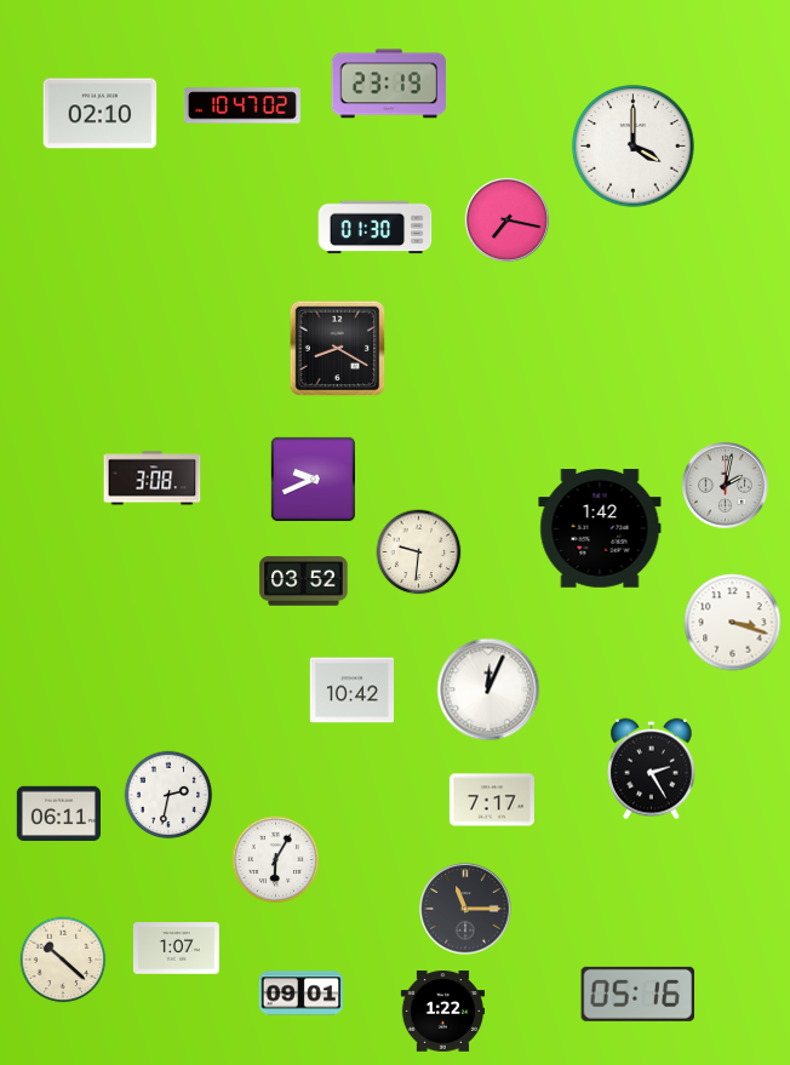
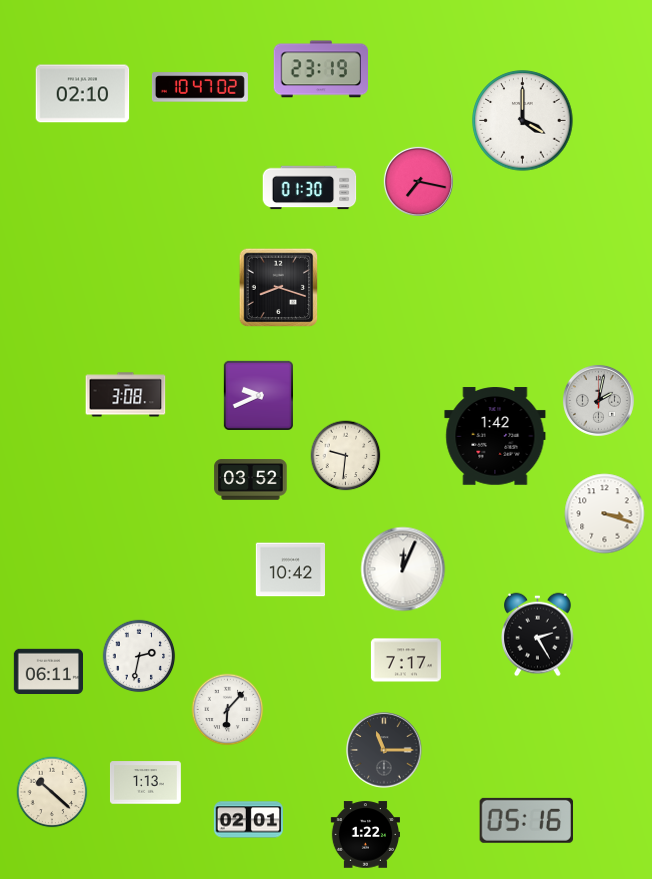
clock at (338, 349): 8:20 -> 8:18
clock at (276, 860): 6:05 -> 6:07
clock at (176, 949): 1:07 -> 1:13
clock at (300, 994): 09:01 -> 02:01
